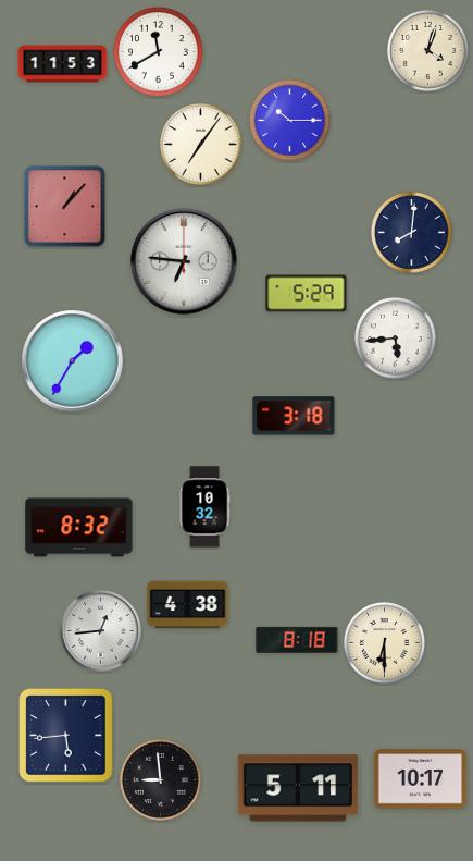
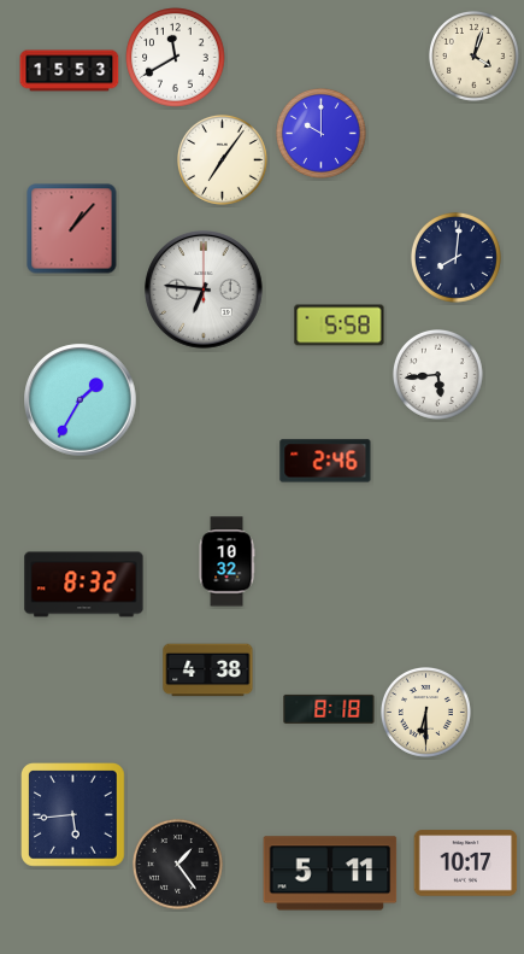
clock at (63, 64): 11:53 -> 15:53
clock at (290, 121): 10:15 -> 10:00
clock at (307, 294): 5:29 -> 5:58
clock at (294, 416): 3:18 -> 2:46
clock at (79, 528) position: (79, 528) -> (84, 585)
clock at (101, 631): 12:44 -> none
clock at (161, 780): 8:59 -> 1:24
